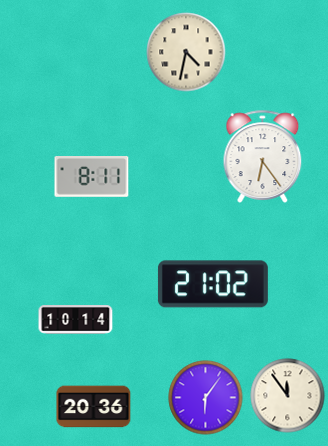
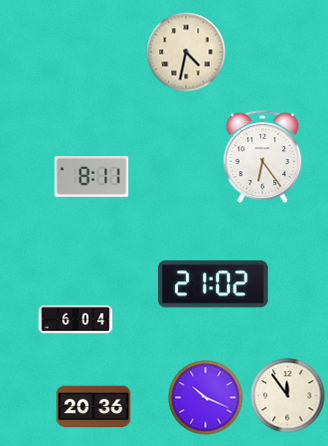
clock at (76, 320): 10:14 -> 6:04
clock at (206, 398): 6:06 -> 10:19
